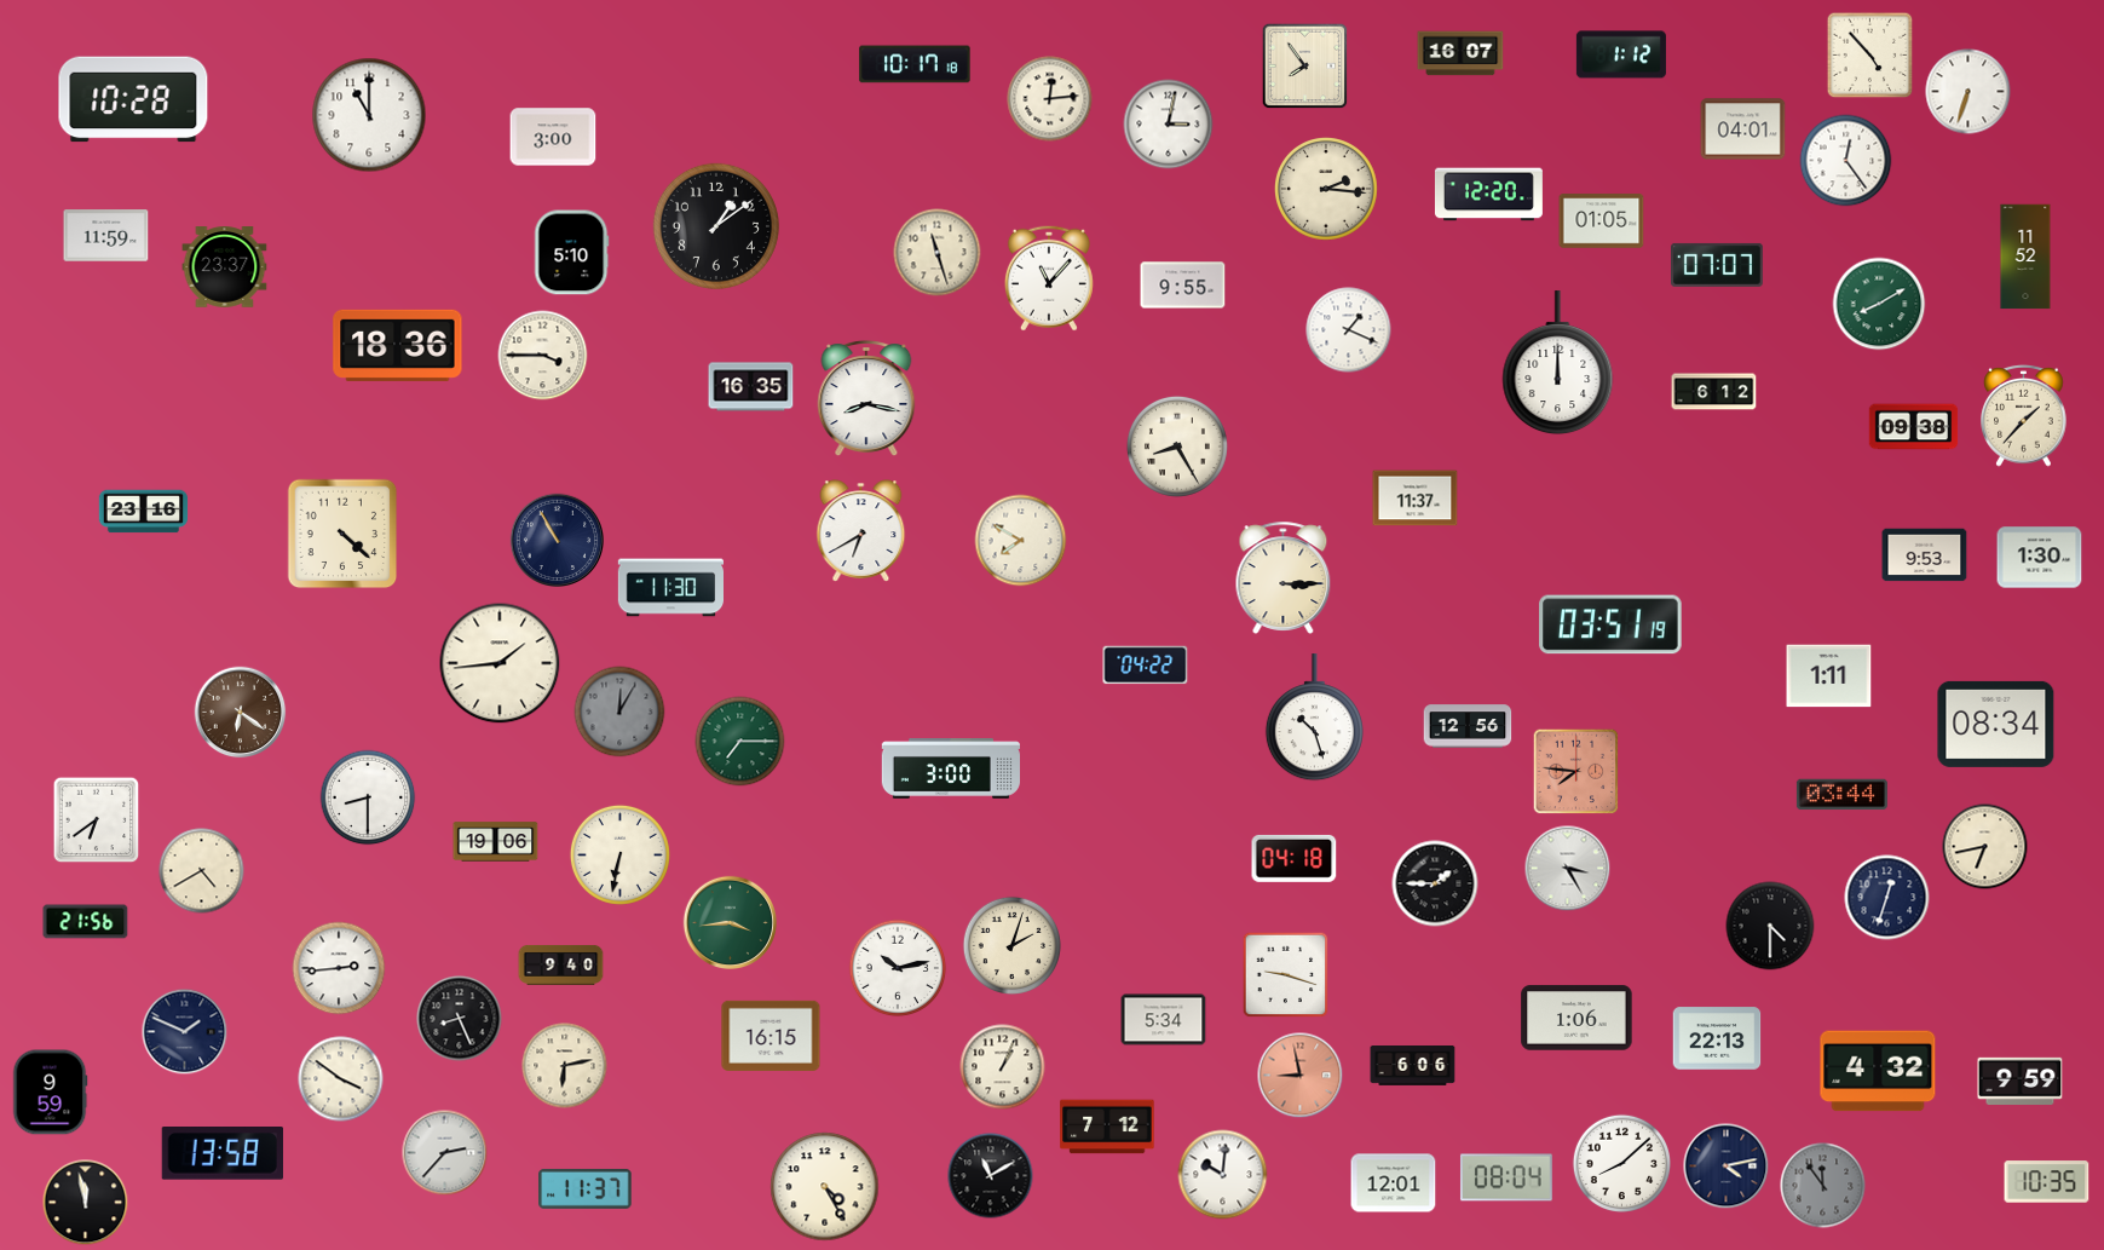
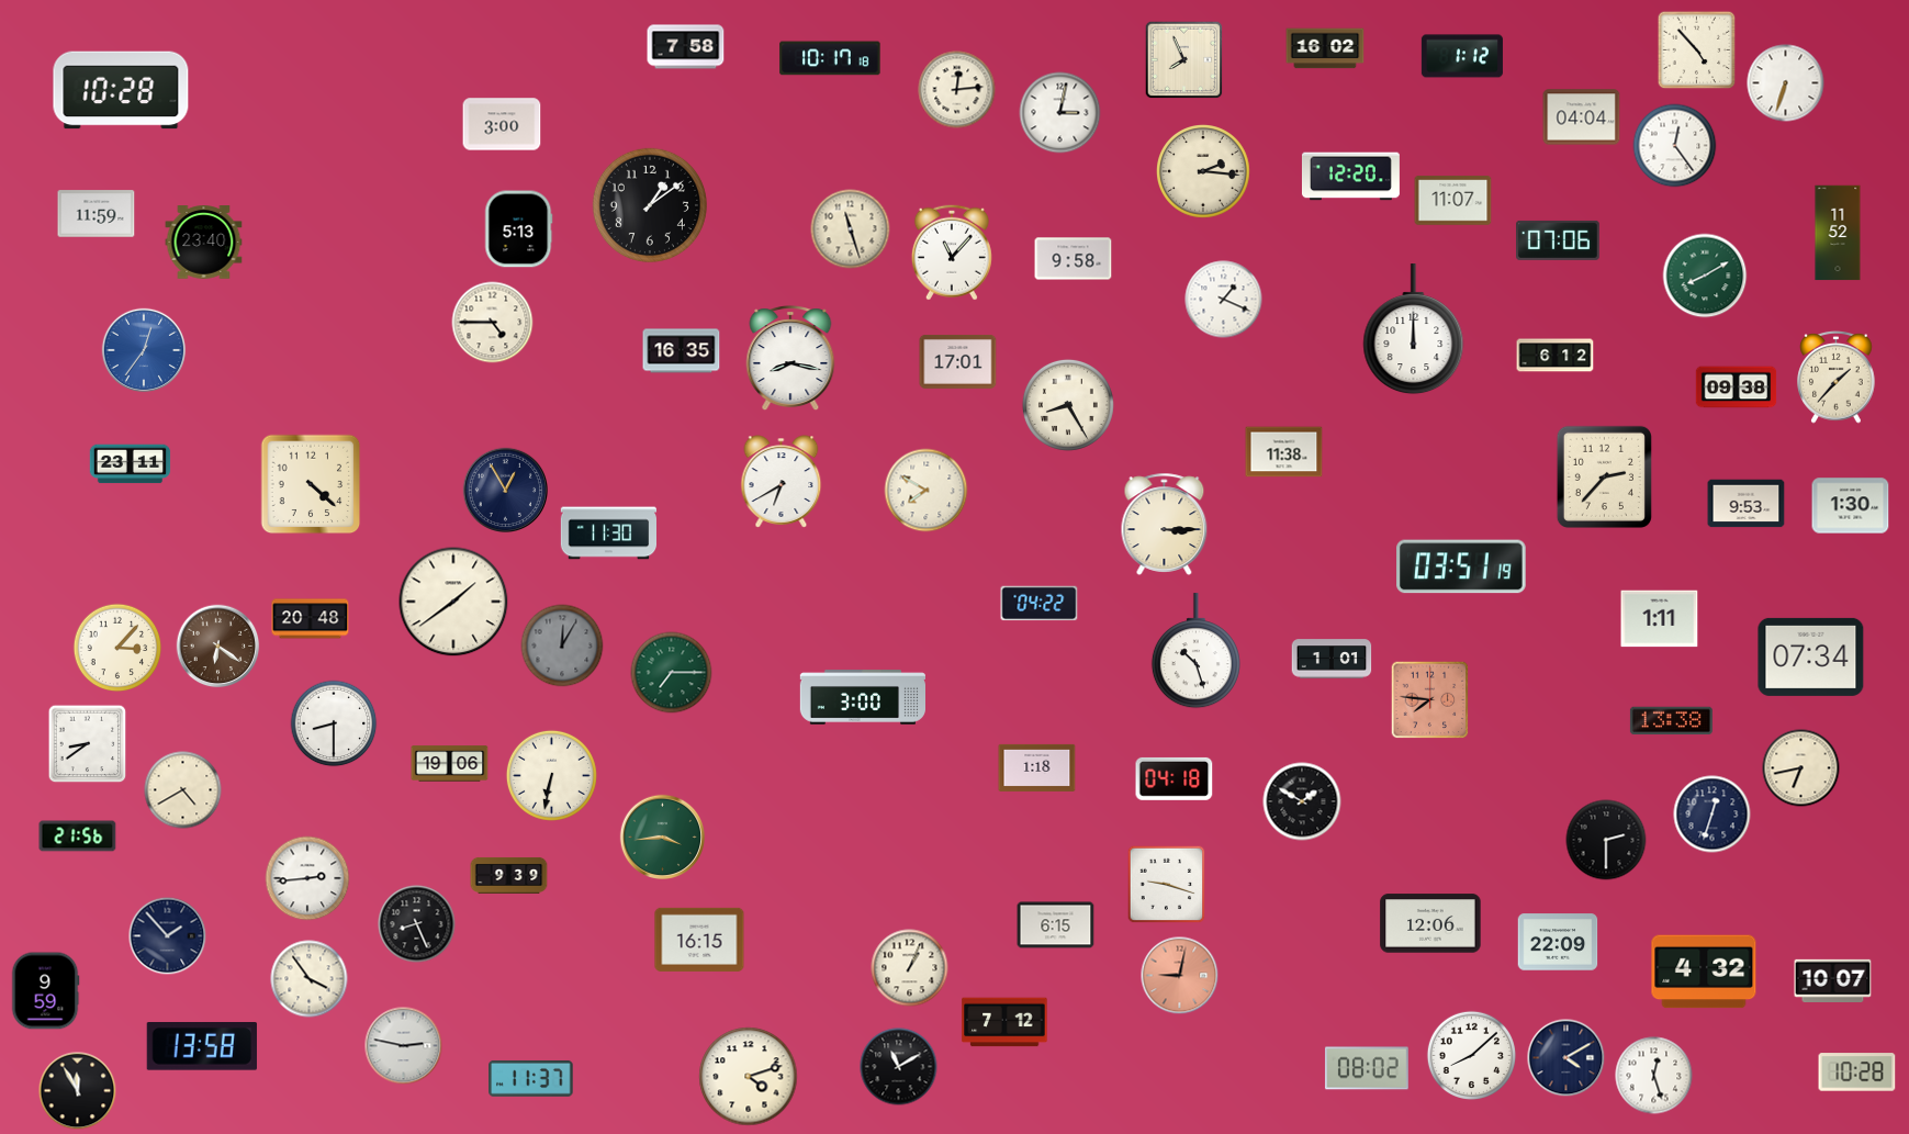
clock at (686, 47): none -> 7:58
clock at (1460, 53): 16:07 -> 16:02
clock at (1621, 54) position: (1621, 54) -> (1462, 56)
clock at (1305, 67): 7:54 -> 7:56
clock at (1050, 99) position: (1050, 99) -> (957, 90)
clock at (369, 115): 11:00 -> none
clock at (1743, 129): 04:01 -> 04:04
clock at (1602, 221): 01:05 -> 11:07
clock at (571, 253): 5:10 -> 5:13
clock at (1718, 265): 07:07 -> 07:06
clock at (225, 267): 23:37 -> 23:40
clock at (1183, 286): 9:55 -> 9:58
clock at (398, 345): 18:36 -> none
clock at (543, 356): 3:45 -> 4:45
clock at (144, 350): none -> 12:36
clock at (958, 361): none -> 17:01
clock at (866, 399) position: (866, 399) -> (790, 359)
clock at (1416, 499): 11:37 -> 11:38
clock at (144, 512): 23:16 -> 23:11
clock at (1604, 476): none -> 2:37
clock at (558, 541): 10:55 -> 12:55
clock at (500, 663): 1:44 -> 1:39
clock at (1829, 676) position: (1829, 676) -> (1660, 619)
clock at (311, 619): none -> 20:48
clock at (117, 648): none -> 3:07
clock at (1314, 718) position: (1314, 718) -> (1195, 651)
clock at (1996, 724): 08:34 -> 07:34
clock at (1468, 726): 12:56 -> 1:01
clock at (1841, 795): 03:44 -> 13:38
clock at (97, 820): 6:39 -> 8:39
clock at (1037, 767): none -> 1:18
clock at (619, 854) position: (619, 854) -> (551, 775)
clock at (1568, 869): 3:25 -> none
clock at (1435, 883): 1:45 -> 1:50
clock at (1770, 926): 4:30 -> 2:30
clock at (1011, 945): 2:03 -> none
clock at (561, 964): 9:40 -> 9:39
clock at (898, 968): 10:13 -> none
clock at (1576, 1018): 1:06 -> 12:06
clock at (1164, 1020): 5:34 -> 6:15
clock at (185, 1032): 1:49 -> 1:53
clock at (1717, 1038): 22:13 -> 22:09
clock at (565, 1066): 6:13 -> none
clock at (1413, 1066): 6:06 -> none
clock at (1301, 1076): 8:58 -> 9:02
clock at (341, 1079): 3:51 -> 3:54
clock at (2021, 1081): 9:59 -> 10:07
clock at (445, 1153): 2:37 -> 2:47
clock at (1727, 1167): 4:13 -> 4:10
clock at (1223, 1175): 10:01 -> none
clock at (1506, 1177): 08:04 -> 08:02
clock at (2047, 1182): 10:35 -> 10:28
clock at (1394, 1183): 12:01 -> none
clock at (1823, 1186): 11:54 -> 12:27
clock at (1823, 1186) dial: grey -> white
clock at (825, 1187): 4:25 -> 4:12
clock at (86, 1203): 11:58 -> 11:55
